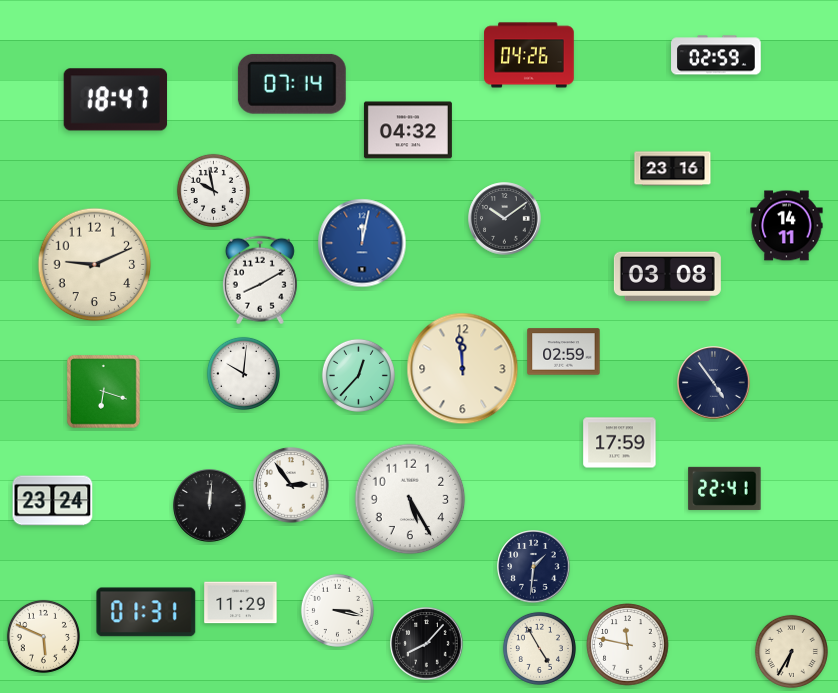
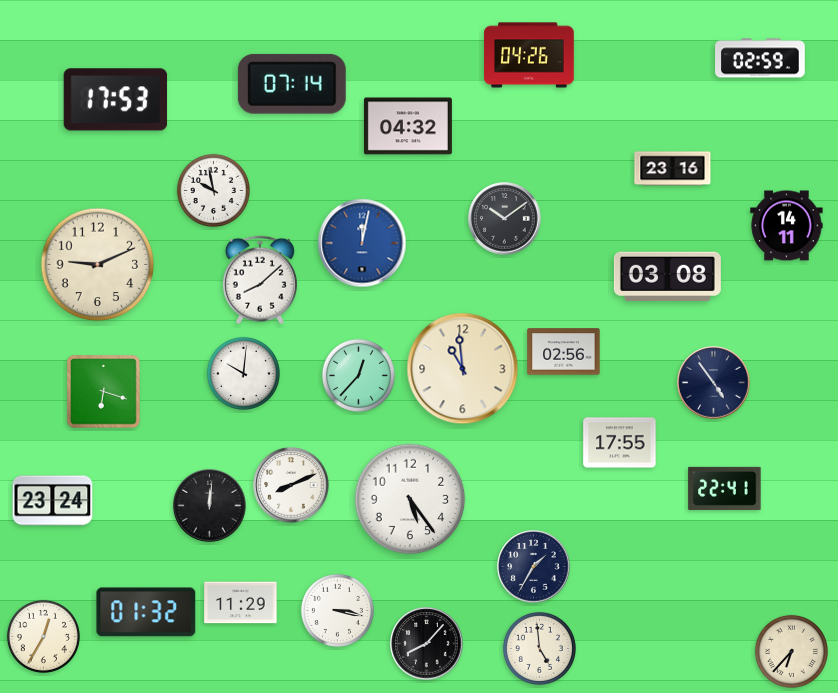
clock at (716, 55) position: (716, 55) -> (760, 58)
clock at (116, 100): 18:47 -> 17:53
clock at (408, 130) position: (408, 130) -> (408, 126)
clock at (95, 265) position: (95, 265) -> (98, 265)
clock at (260, 280): 8:10 -> 8:08
clock at (564, 352): 02:59 -> 02:56
clock at (463, 369): 11:59 -> 10:59
clock at (620, 443): 17:59 -> 17:55
clock at (291, 485): 2:54 -> 8:11
clock at (410, 499): 5:25 -> 5:24
clock at (534, 567): 1:31 -> 1:35
clock at (146, 612): 01:31 -> 01:32
clock at (43, 636): 5:49 -> 12:35
clock at (628, 645): 11:47 -> none
clock at (539, 648): 4:55 -> 4:59
clock at (791, 651): 6:35 -> 6:37
